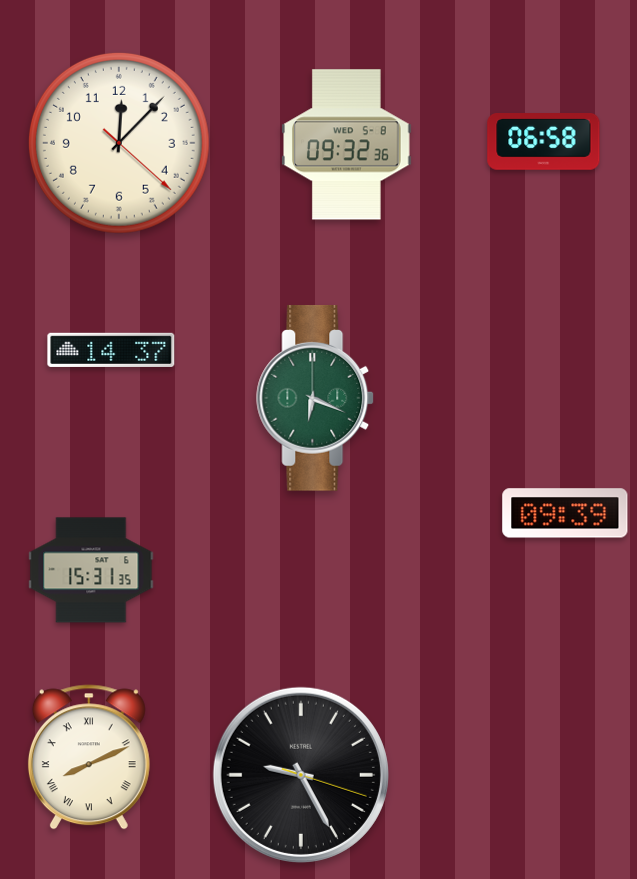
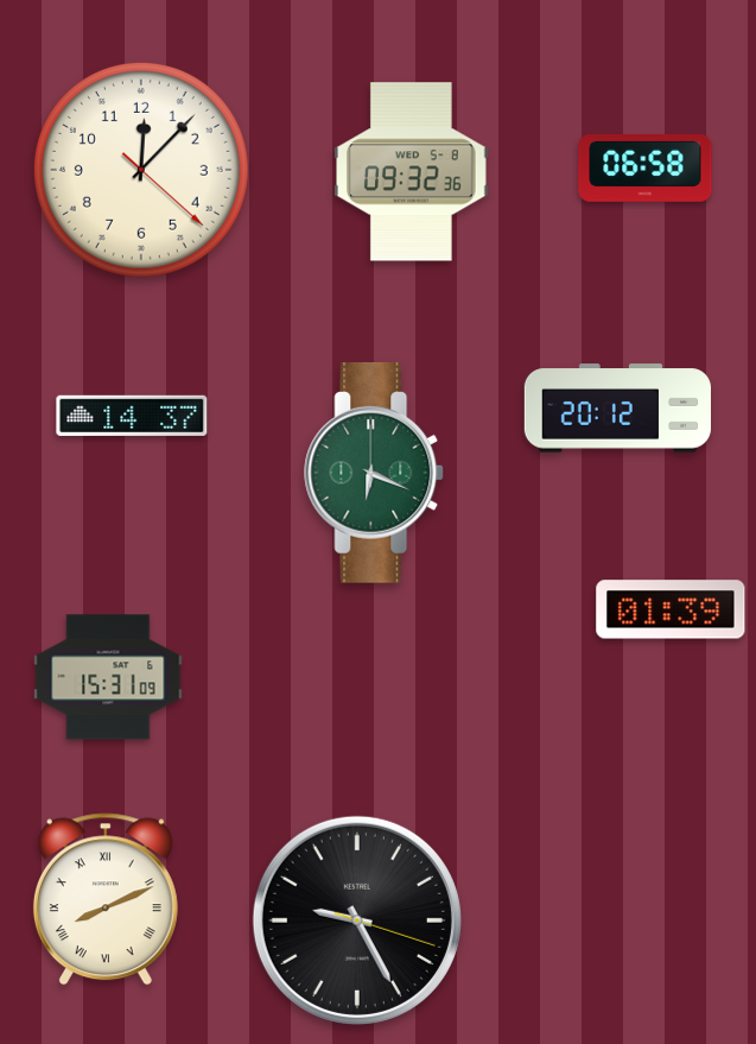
clock at (617, 409): none -> 20:12
clock at (565, 513): 09:39 -> 01:39
clock at (91, 570): 15:31:35 -> 15:31:09
